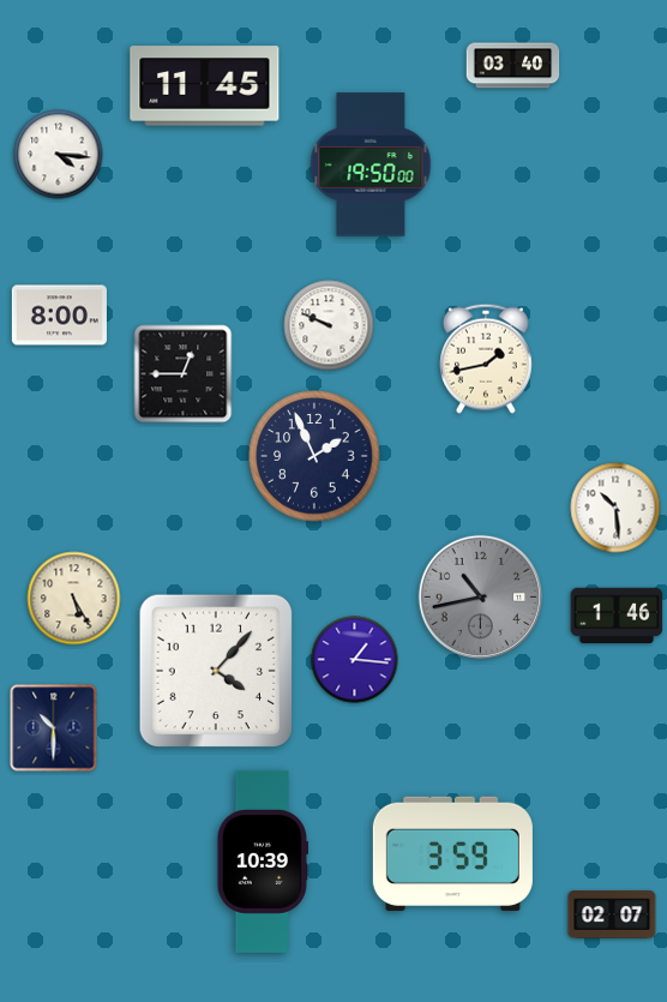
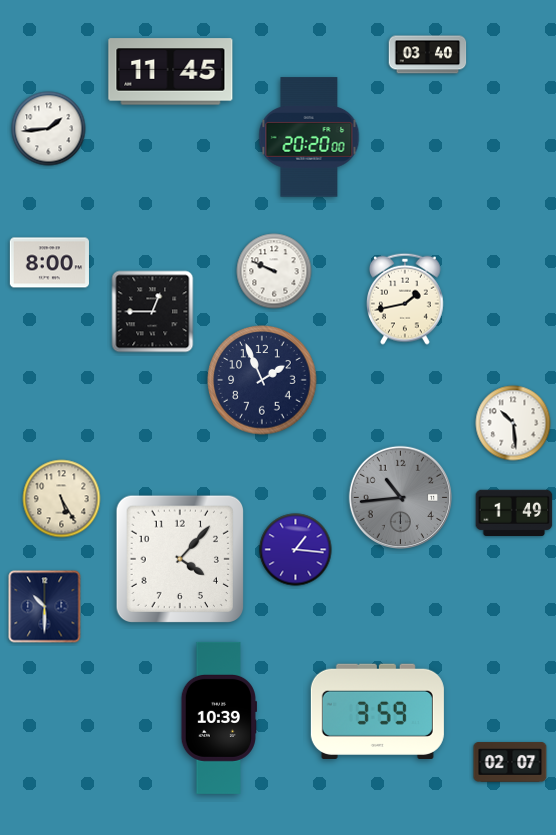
clock at (59, 155): 4:16 -> 1:44
clock at (371, 164): 19:50 -> 20:20
clock at (480, 596): 10:43 -> 10:44
clock at (617, 616): 1:46 -> 1:49
